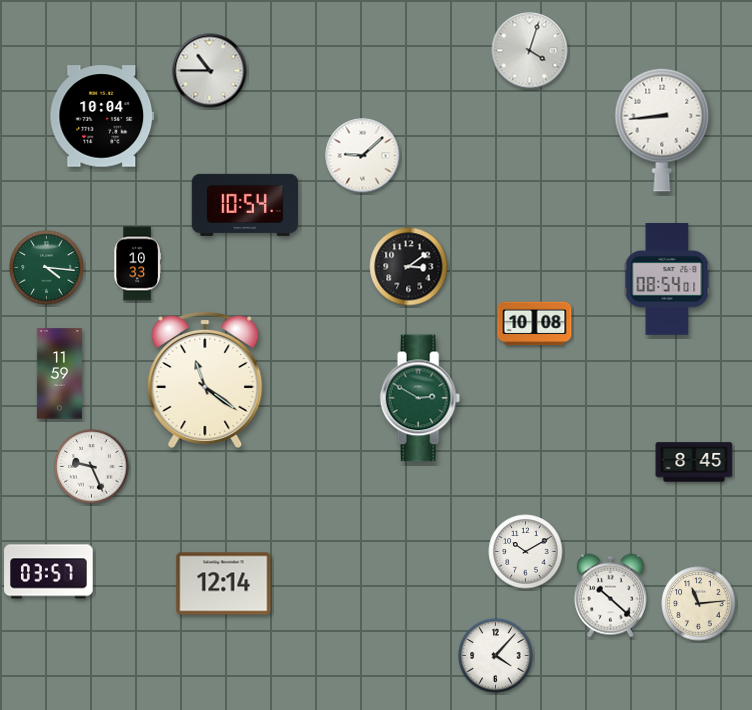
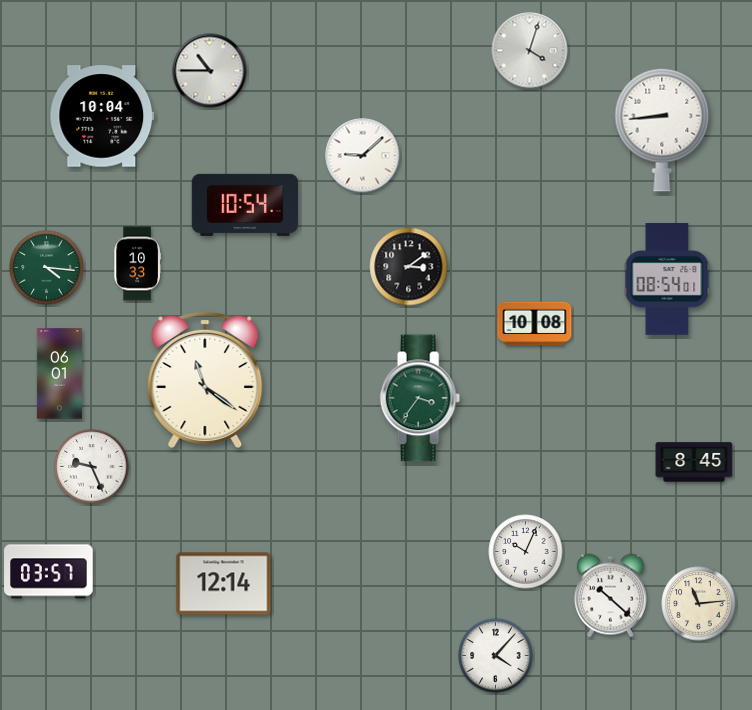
clock at (59, 374): 11:59 -> 06:01
clock at (420, 398): 2:50 -> 3:36
clock at (526, 552): 10:10 -> 10:04
